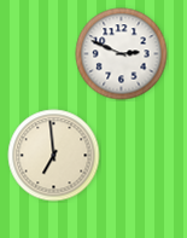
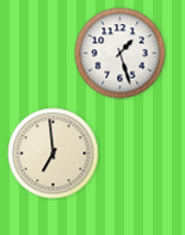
clock at (122, 54): 2:49 -> 1:27
